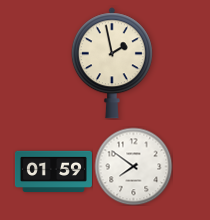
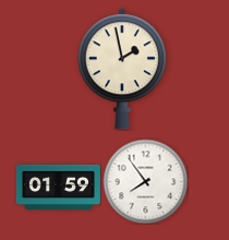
clock at (133, 166): 7:51 -> 7:54
